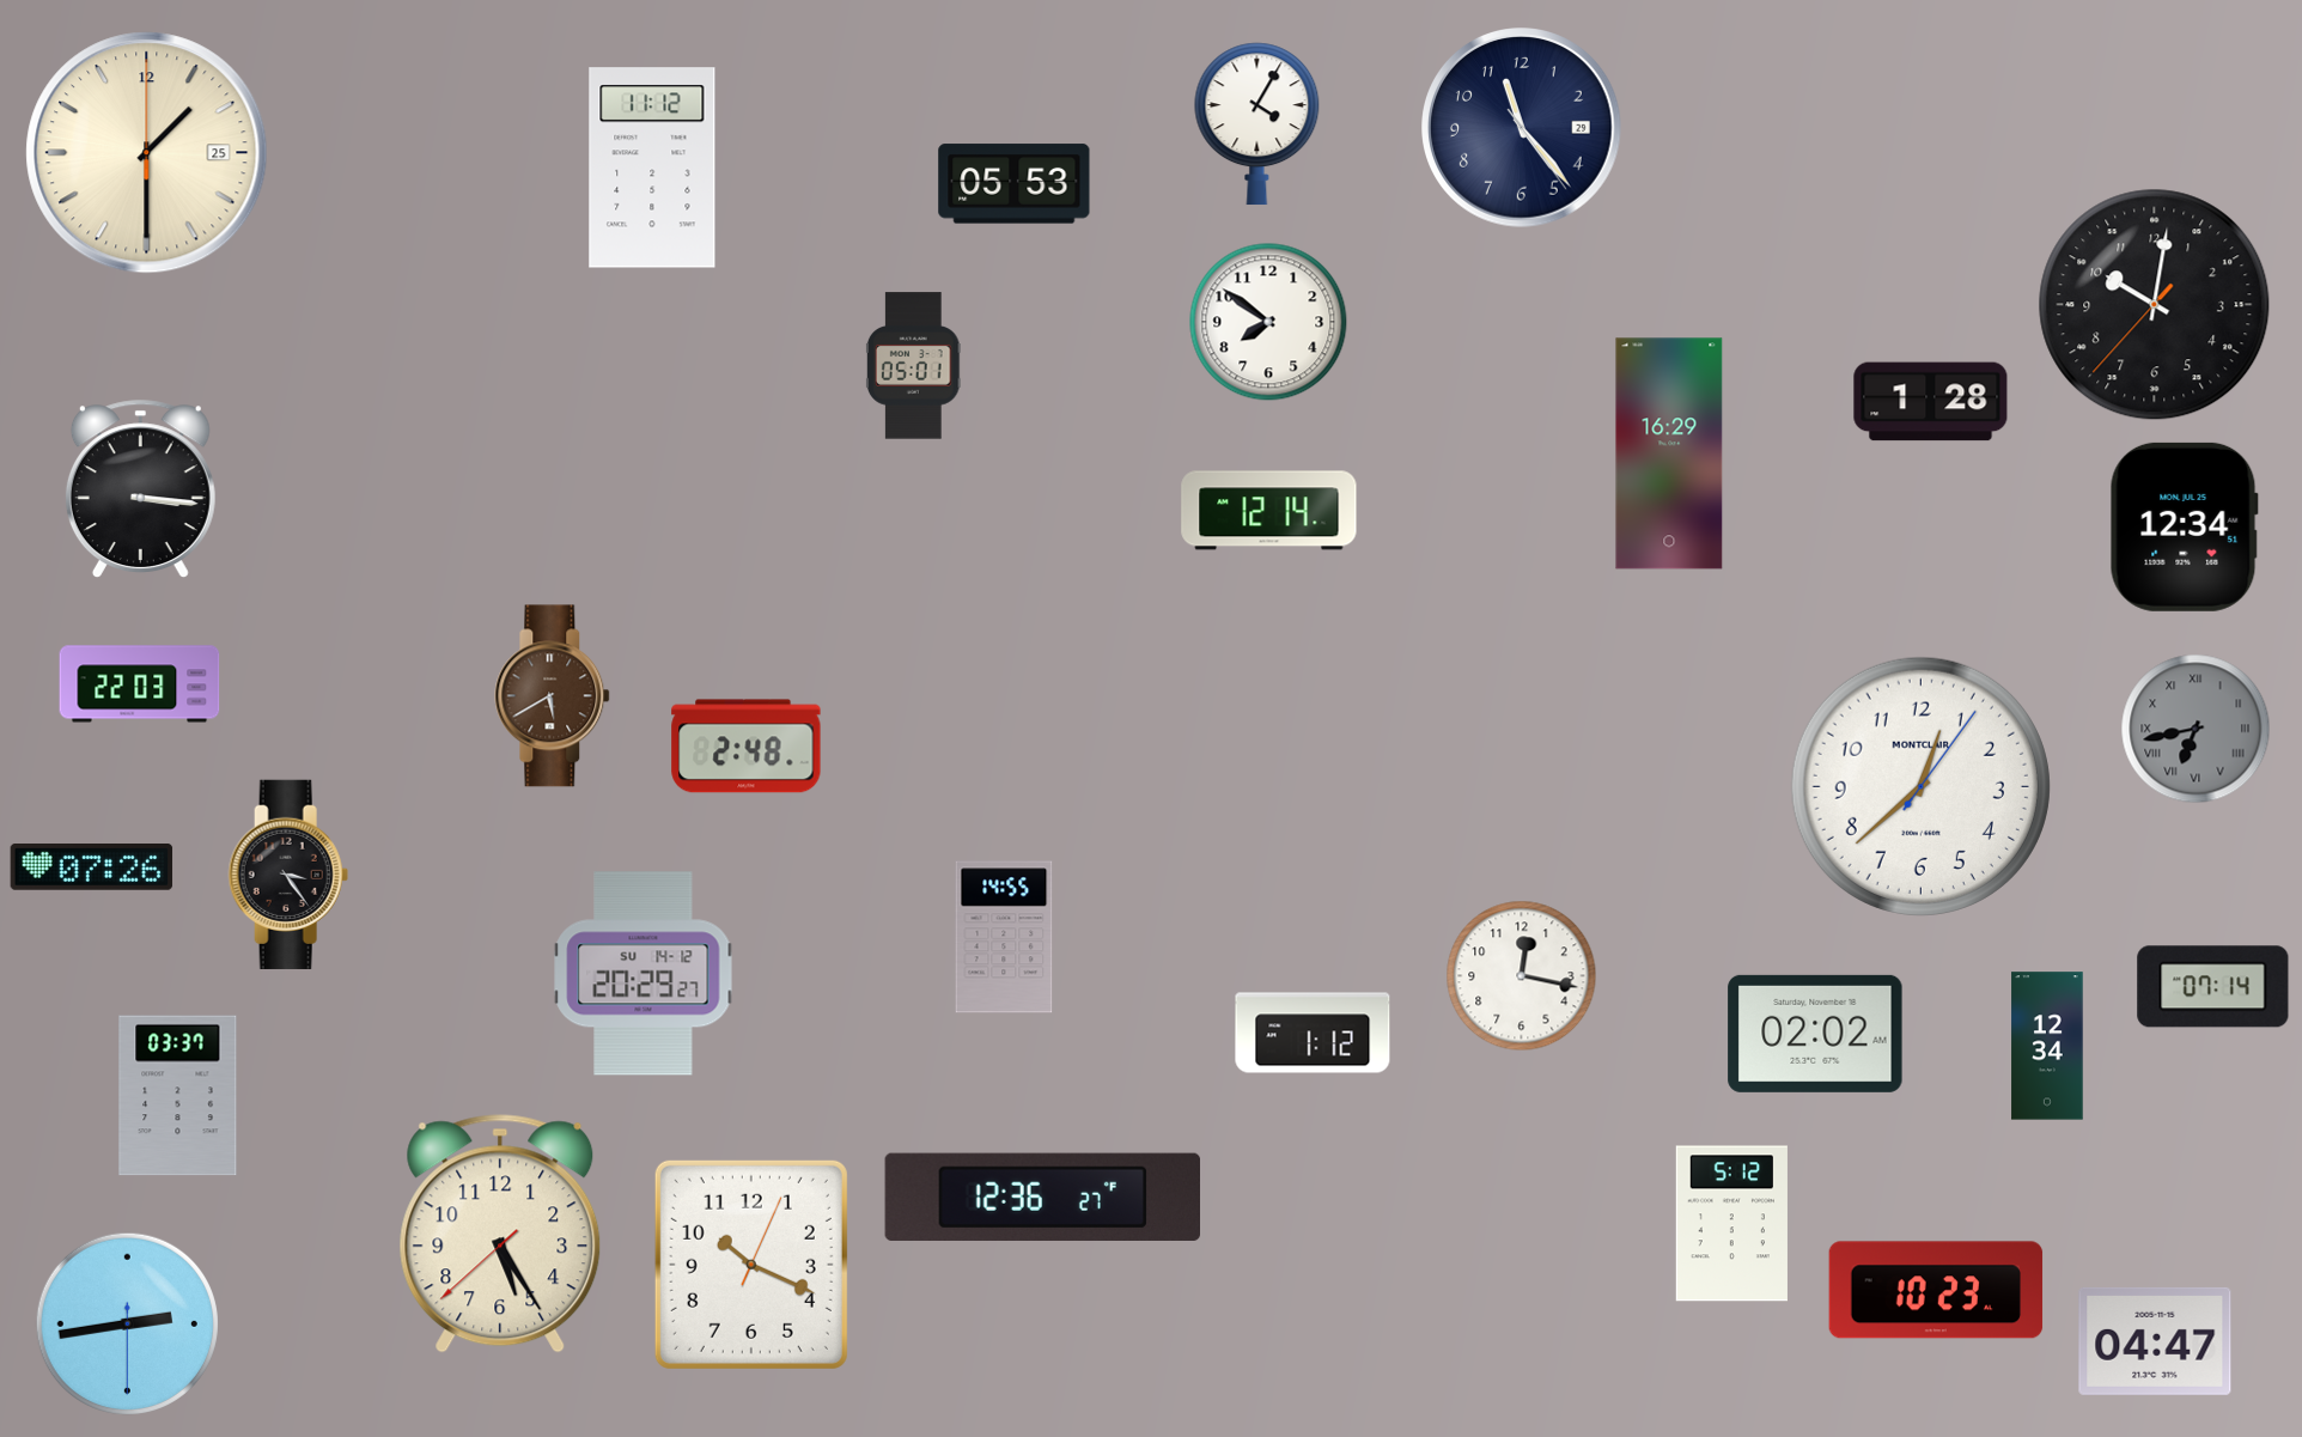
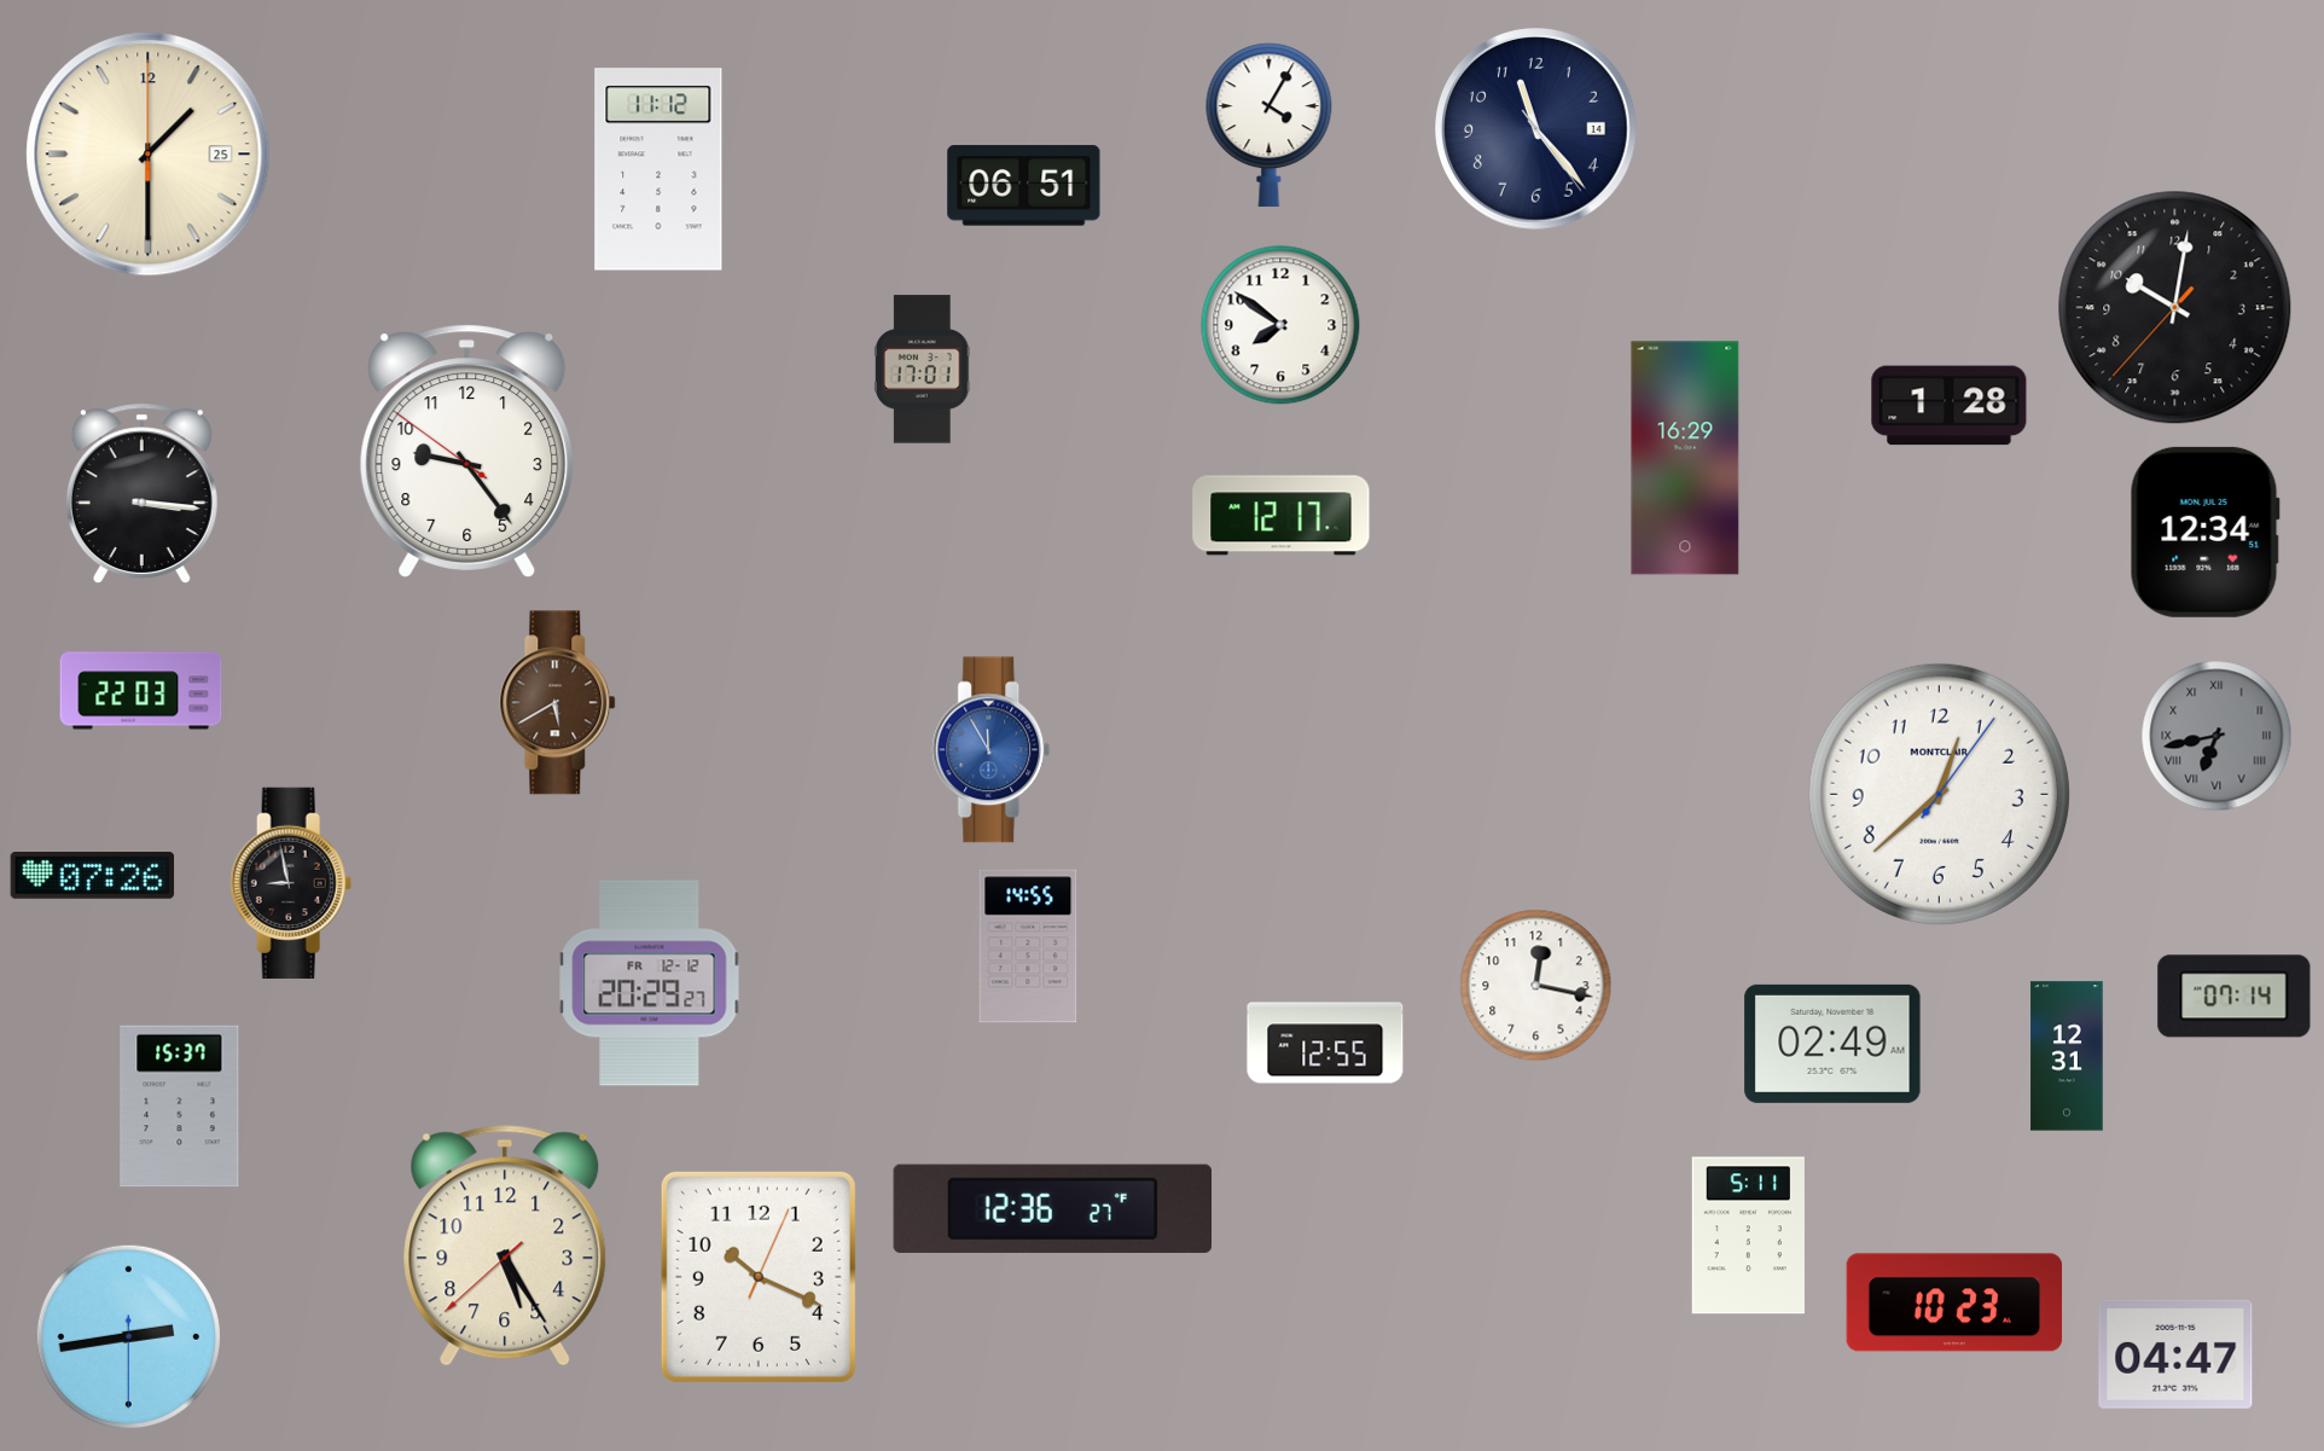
clock at (1522, 128) date: 29 -> 14
clock at (1015, 184): 05:53 -> 06:51
clock at (913, 366): 05:01 -> 17:01
clock at (467, 451): none -> 9:23
clock at (1269, 511): 12:14 -> 12:17
clock at (992, 750): none -> 11:55
clock at (747, 747): 2:48 -> none
clock at (288, 875): 3:24 -> 8:58
clock at (1004, 937) position: (1004, 937) -> (1028, 946)
clock at (644, 974) date: SU 14-12 -> FR 12-12
clock at (1313, 1033): 1:12 -> 12:55
clock at (1815, 1034): 02:02 -> 02:49
clock at (2047, 1046): 12:34 -> 12:31
clock at (178, 1096): 03:37 -> 15:37
clock at (1731, 1224): 5:12 -> 5:11
